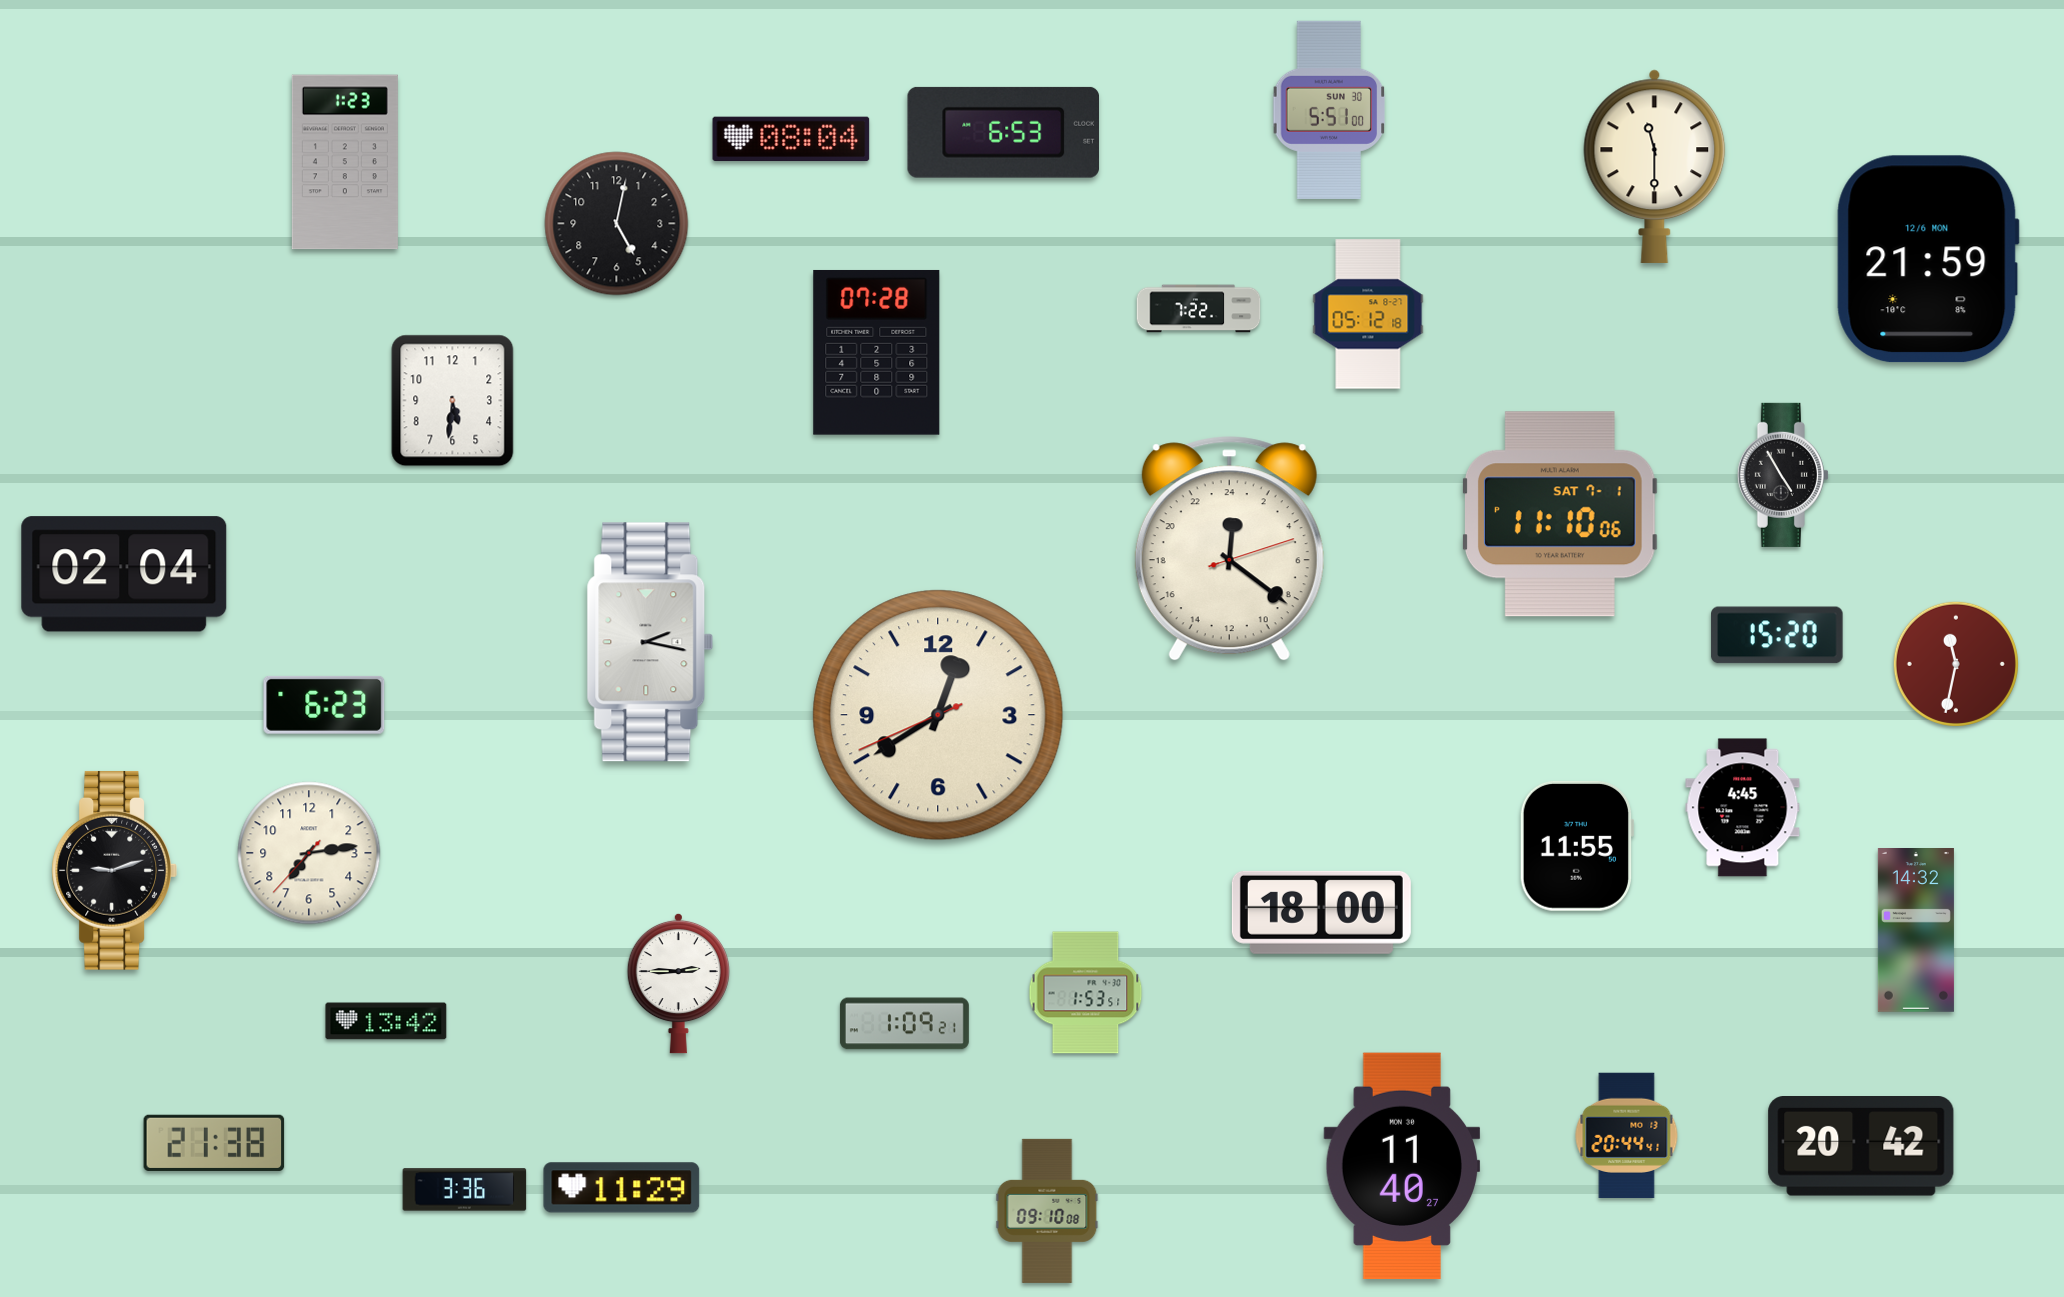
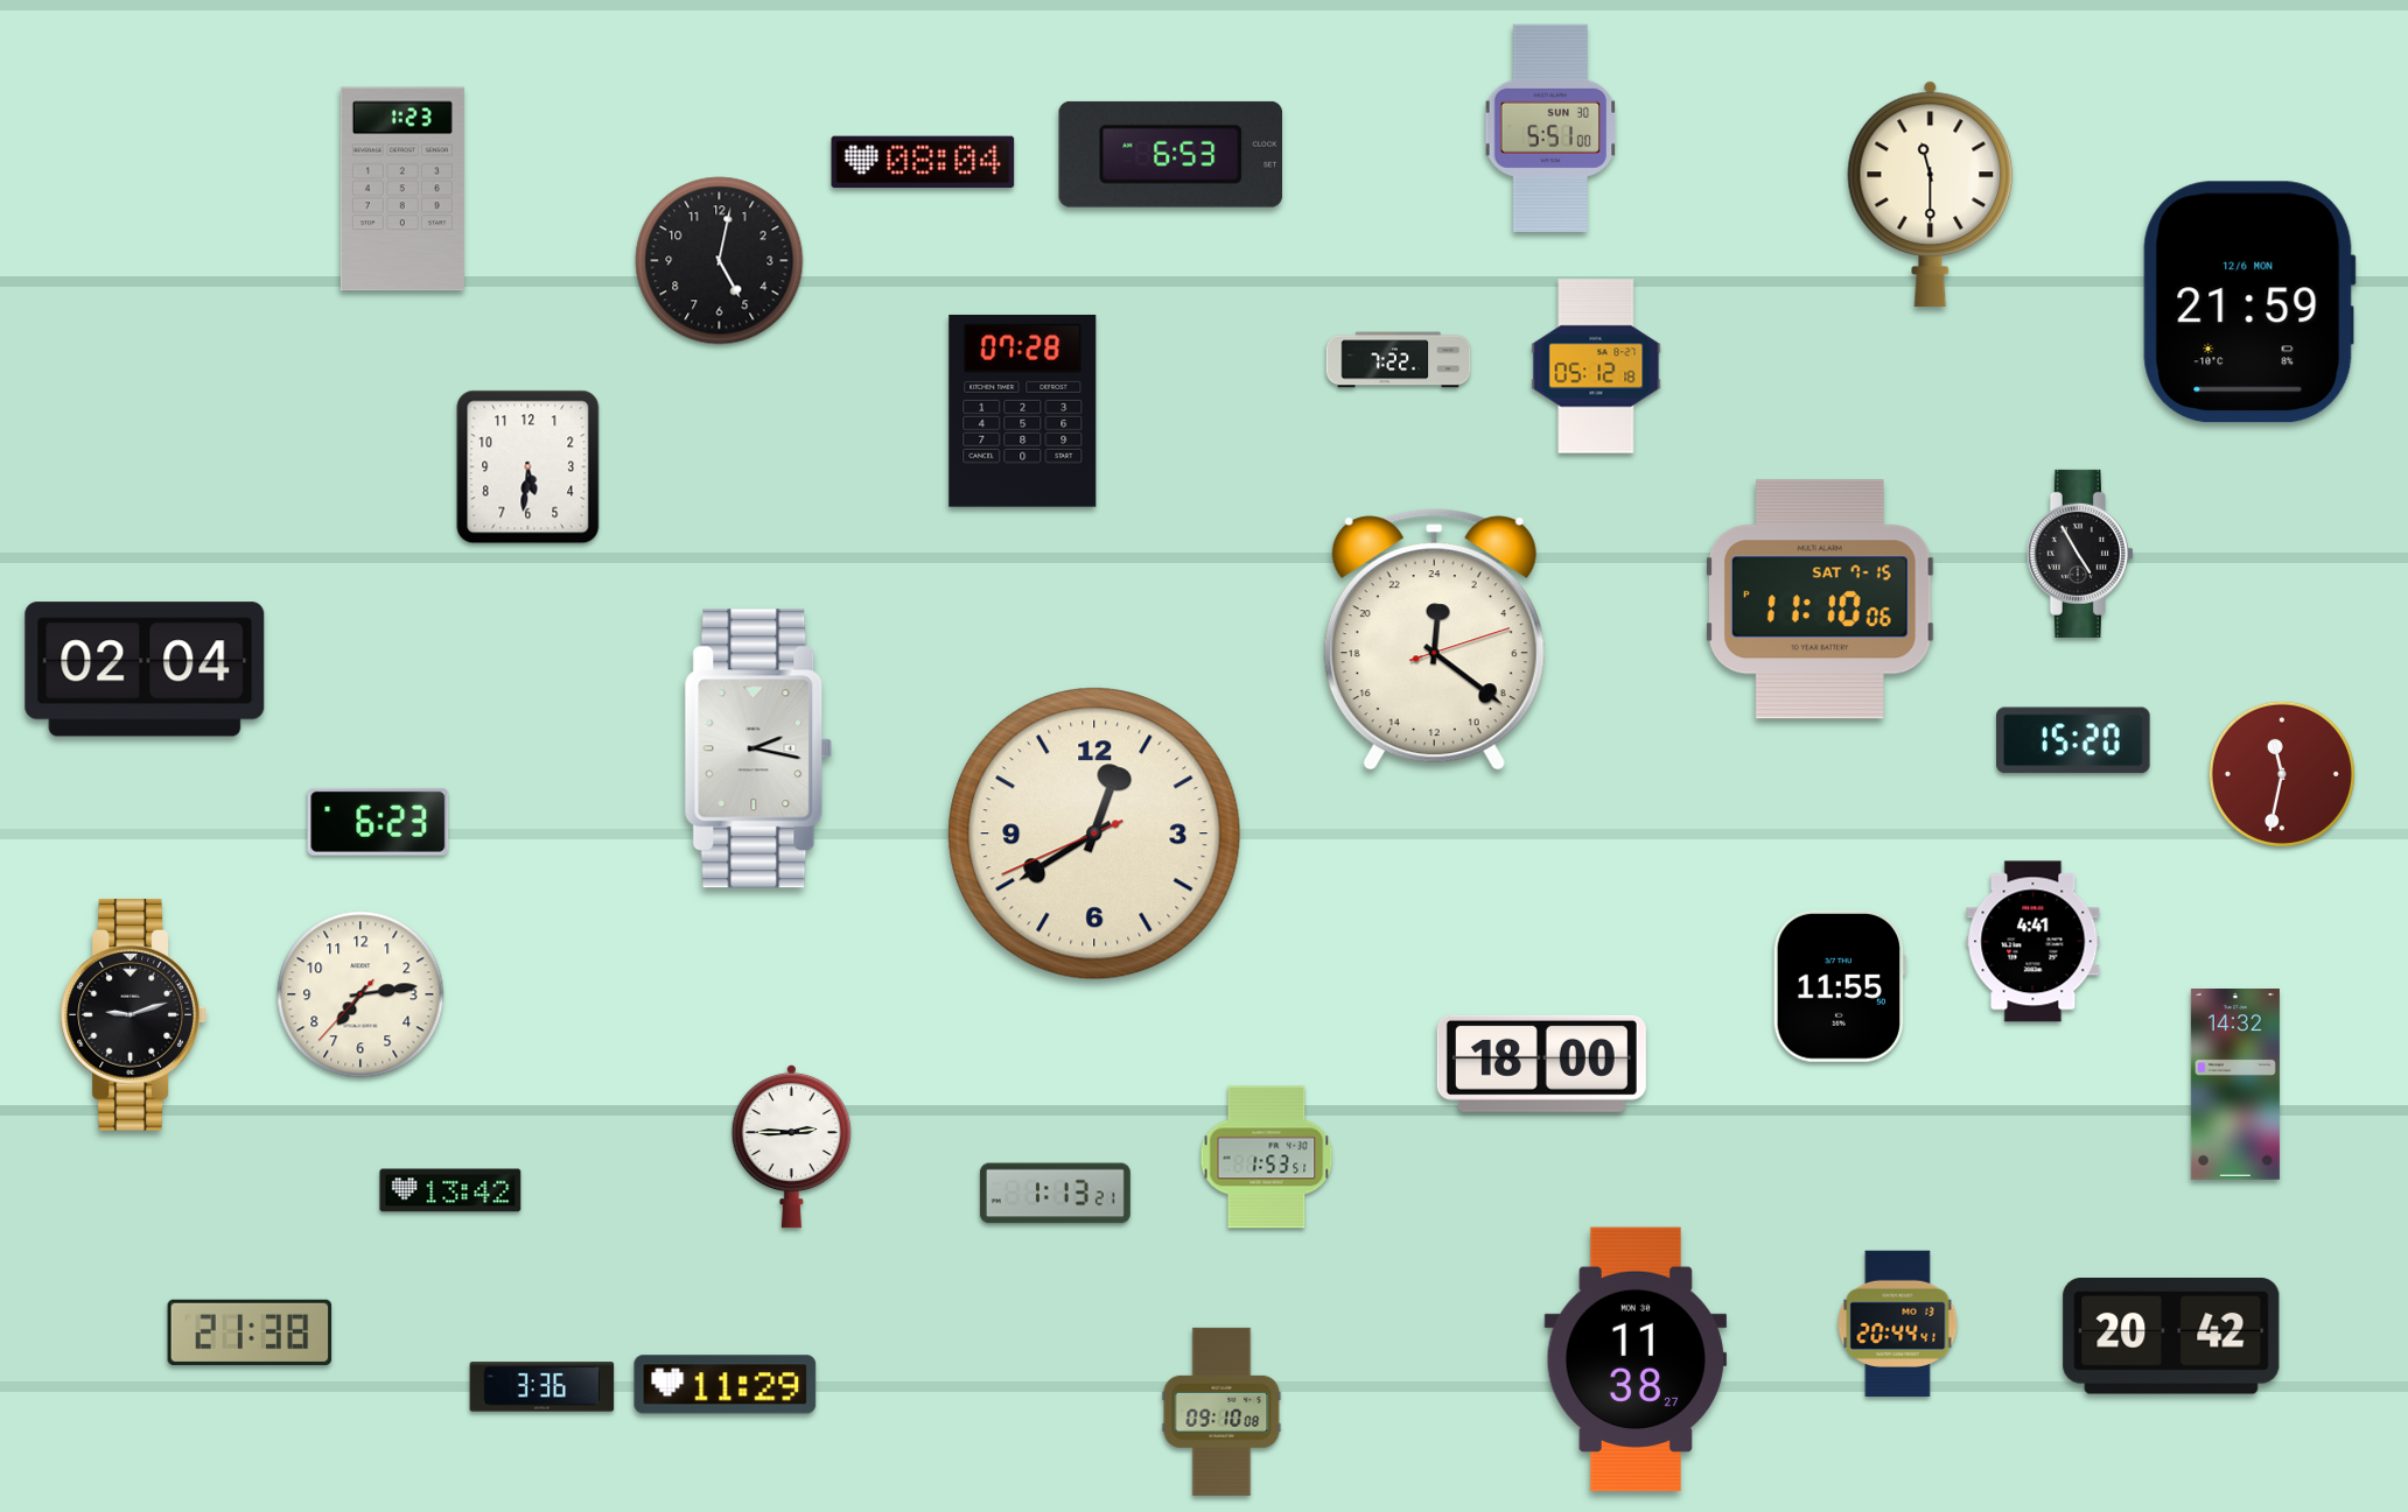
clock at (1560, 514) date: SAT 7-1 -> SAT 7-15
clock at (1743, 808): 4:45 -> 4:41
clock at (904, 1024): 1:09 -> 1:13
clock at (1402, 1166): 11:40 -> 11:38
